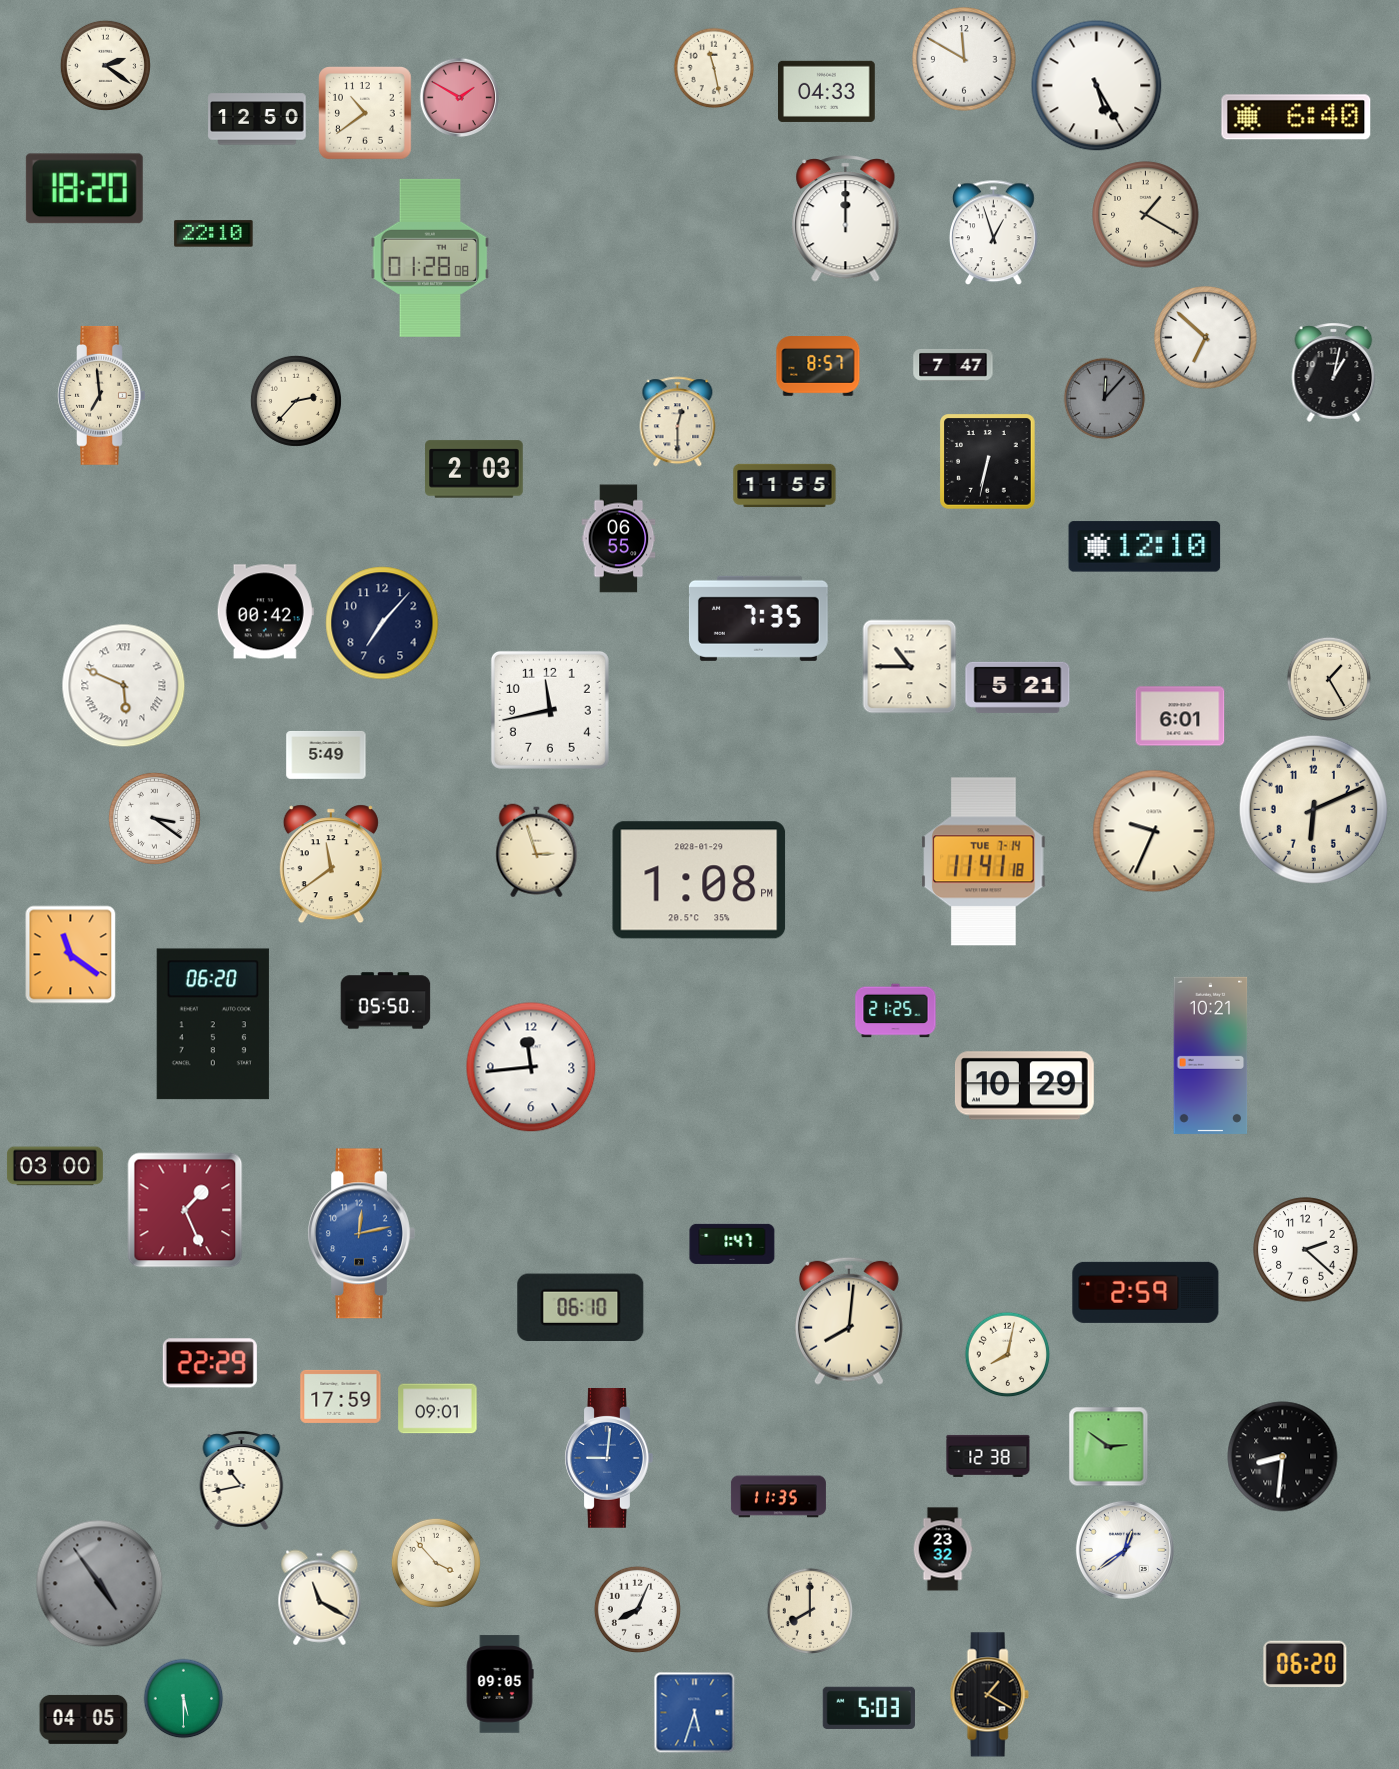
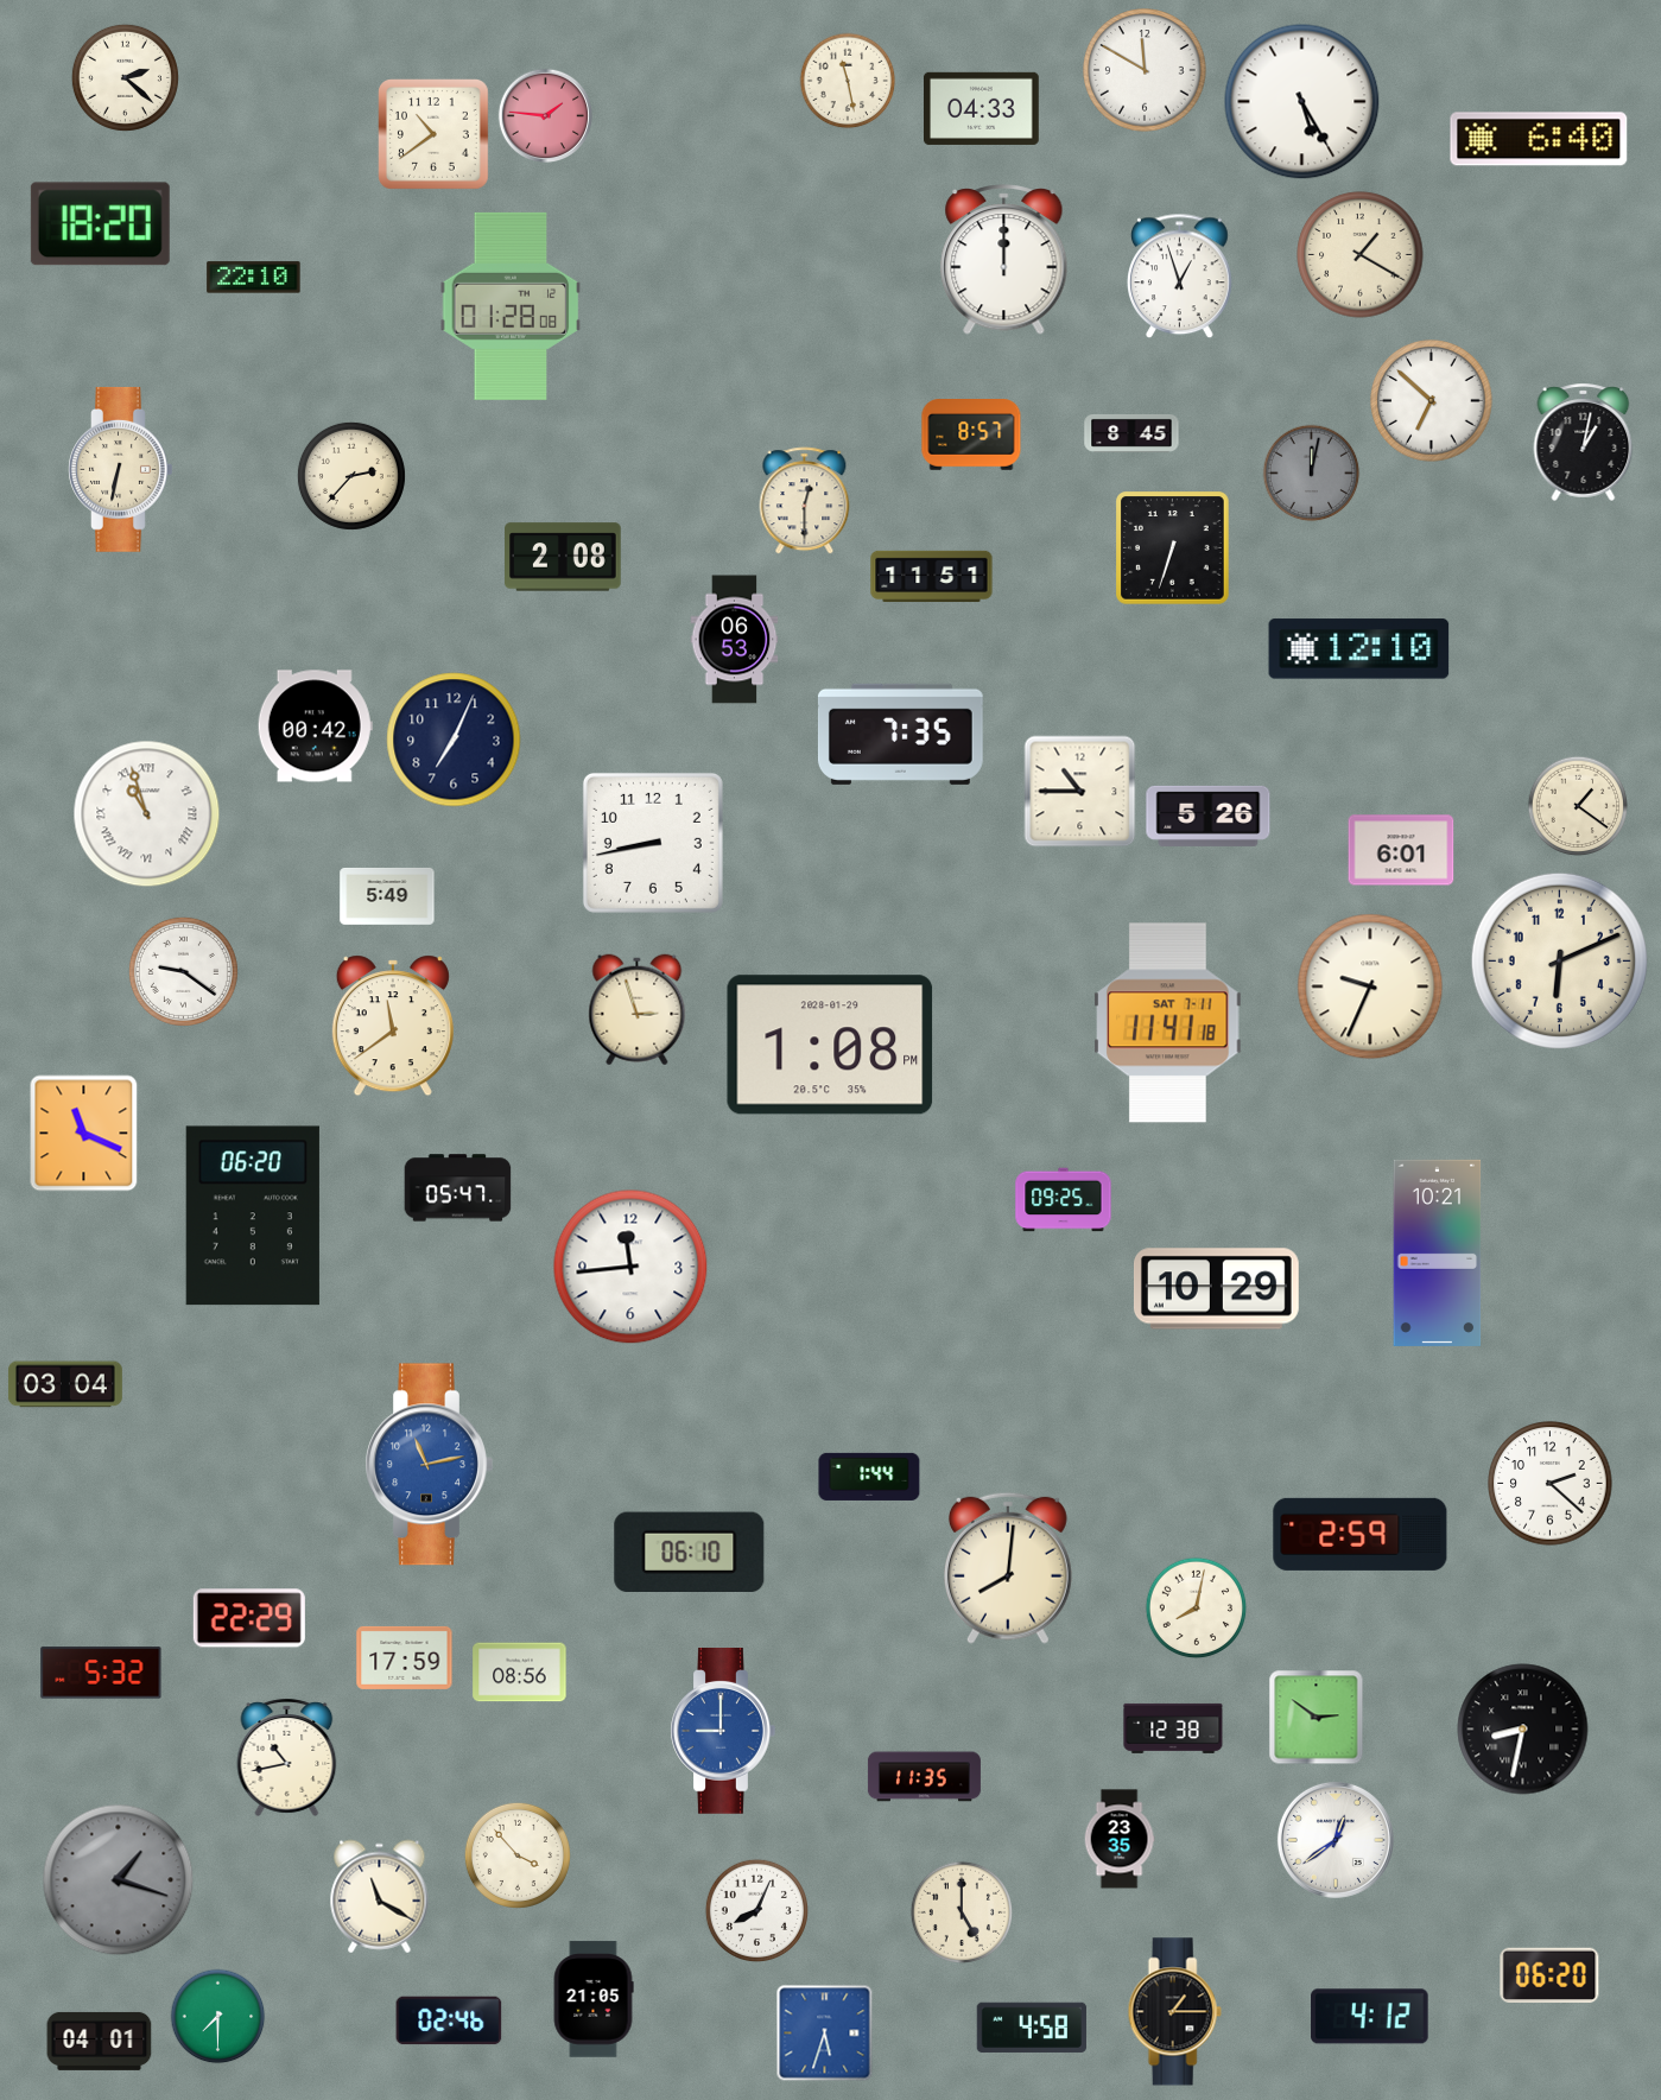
clock at (105, 65): 2:21 -> 2:22
clock at (459, 97): 1:50 -> 1:46
clock at (257, 119): 12:50 -> none
clock at (953, 365): 7:47 -> 8:45
clock at (102, 395): 6:59 -> 6:32
clock at (1105, 399): 12:07 -> 12:02
clock at (988, 462): 6:32 -> 6:33
clock at (474, 469): 2:03 -> 2:08
clock at (785, 486): 11:55 -> 11:51
clock at (619, 539): 06:55 -> 06:53
clock at (382, 623): 7:07 -> 7:04
clock at (1329, 679): 1:25 -> 1:21
clock at (124, 686): 5:49 -> 10:57
clock at (1018, 687): 5:21 -> 5:26
clock at (550, 710): 11:43 -> 8:43
clock at (154, 818): 3:21 -> 9:21
clock at (984, 862) date: TUE 7-14 -> SAT 7-11
clock at (71, 955): 11:21 -> 11:19
clock at (386, 1001): 05:50 -> 05:47
clock at (896, 1011): 21:25 -> 09:25
clock at (55, 1166): 03:00 -> 03:04
clock at (185, 1210): 1:26 -> none
clock at (361, 1234): 12:13 -> 11:13
clock at (732, 1244): 1:47 -> 1:44
clock at (101, 1673): none -> 5:32
clock at (438, 1409): 09:01 -> 08:56
clock at (1283, 1457): 8:31 -> 8:32
clock at (609, 1459): 9:01 -> 9:00
clock at (943, 1549): 23:32 -> 23:35
clock at (100, 1584): 4:54 -> 1:18
clock at (809, 1610): 8:00 -> 5:00
clock at (500, 1684): 09:05 -> 21:05
clock at (989, 1695): 1:20 -> 1:15
clock at (184, 1699): 5:30 -> 7:30
clock at (1370, 2017): none -> 4:12
clock at (449, 2020): none -> 02:46
clock at (869, 1707): 5:03 -> 4:58
clock at (84, 1719): 04:05 -> 04:01
